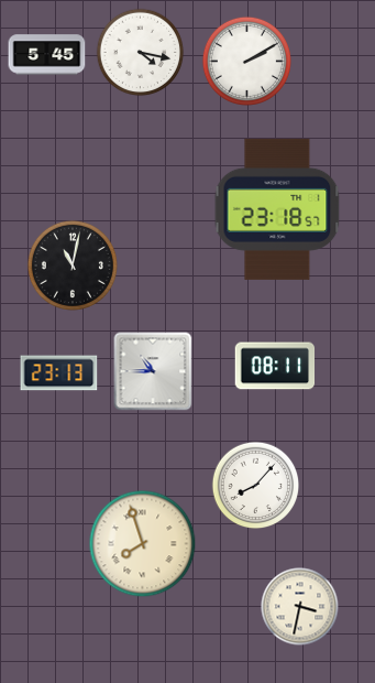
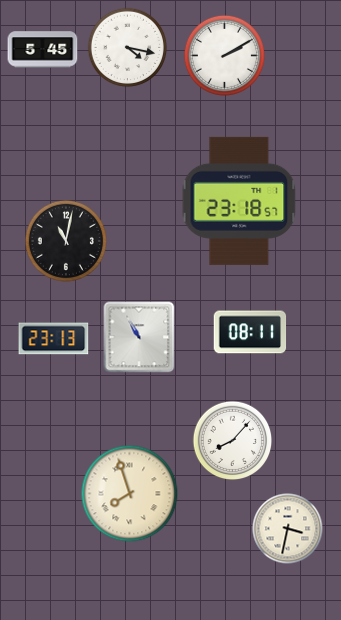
clock at (277, 209) position: (277, 209) -> (239, 201)
clock at (153, 371): 10:45 -> 10:55
clock at (300, 607) position: (300, 607) -> (288, 529)
